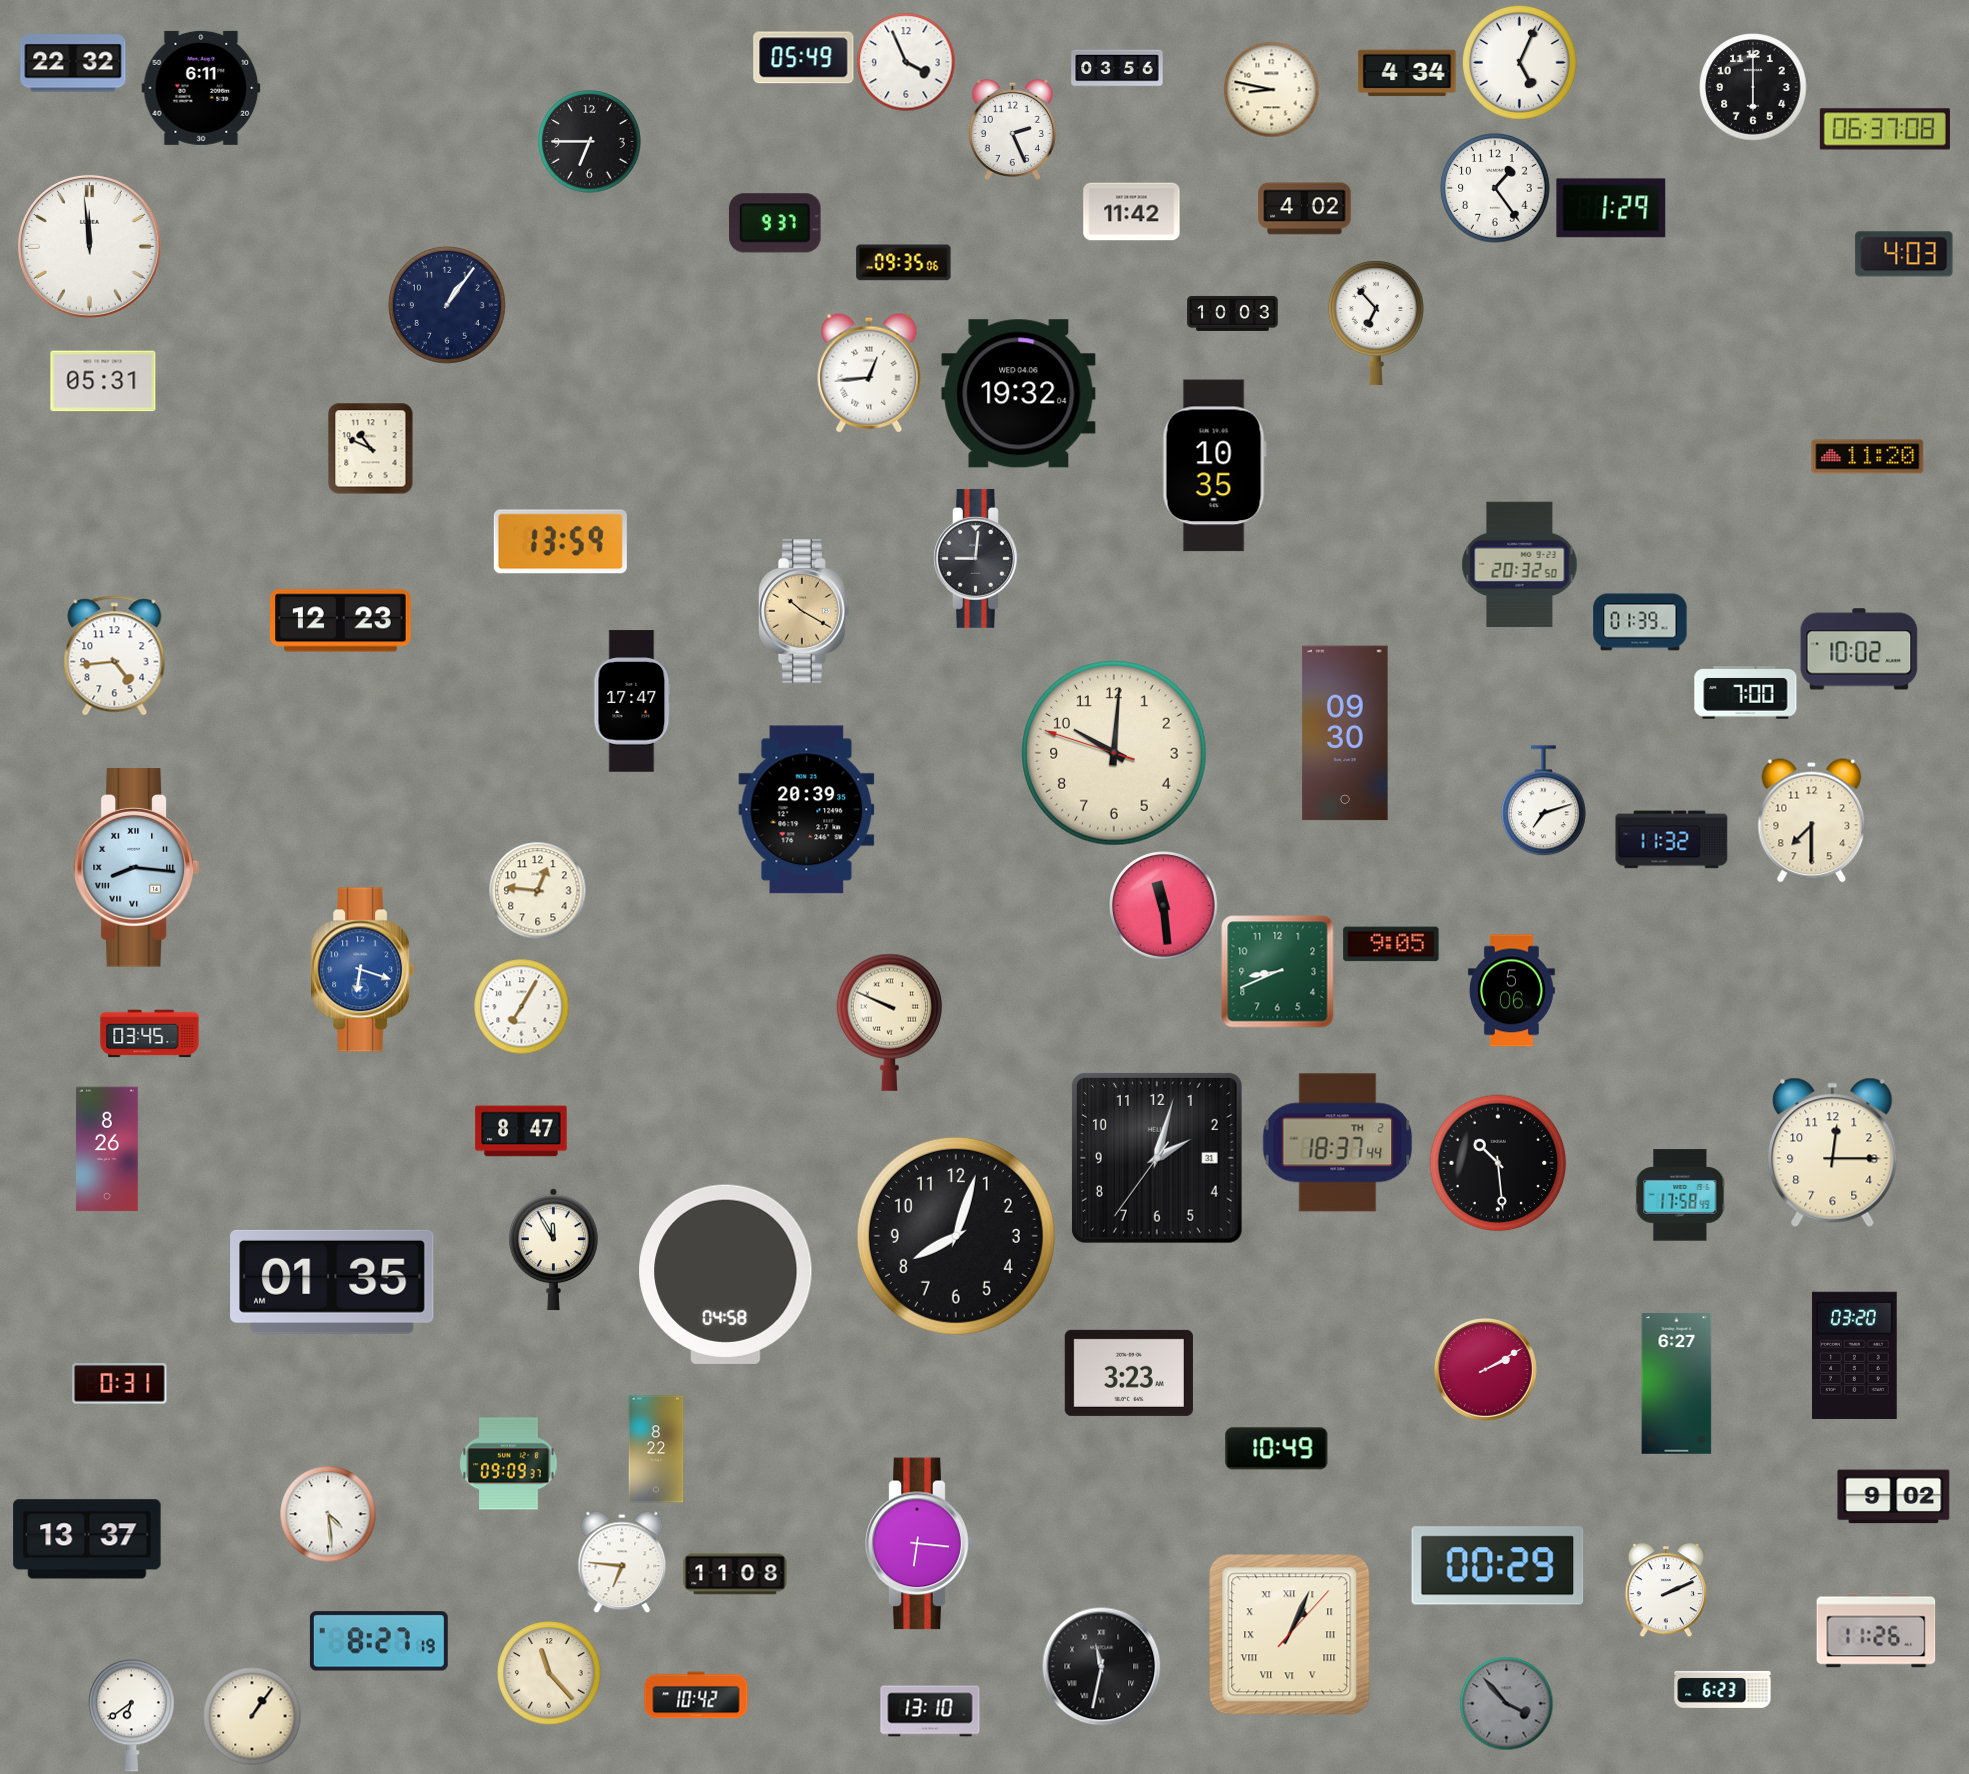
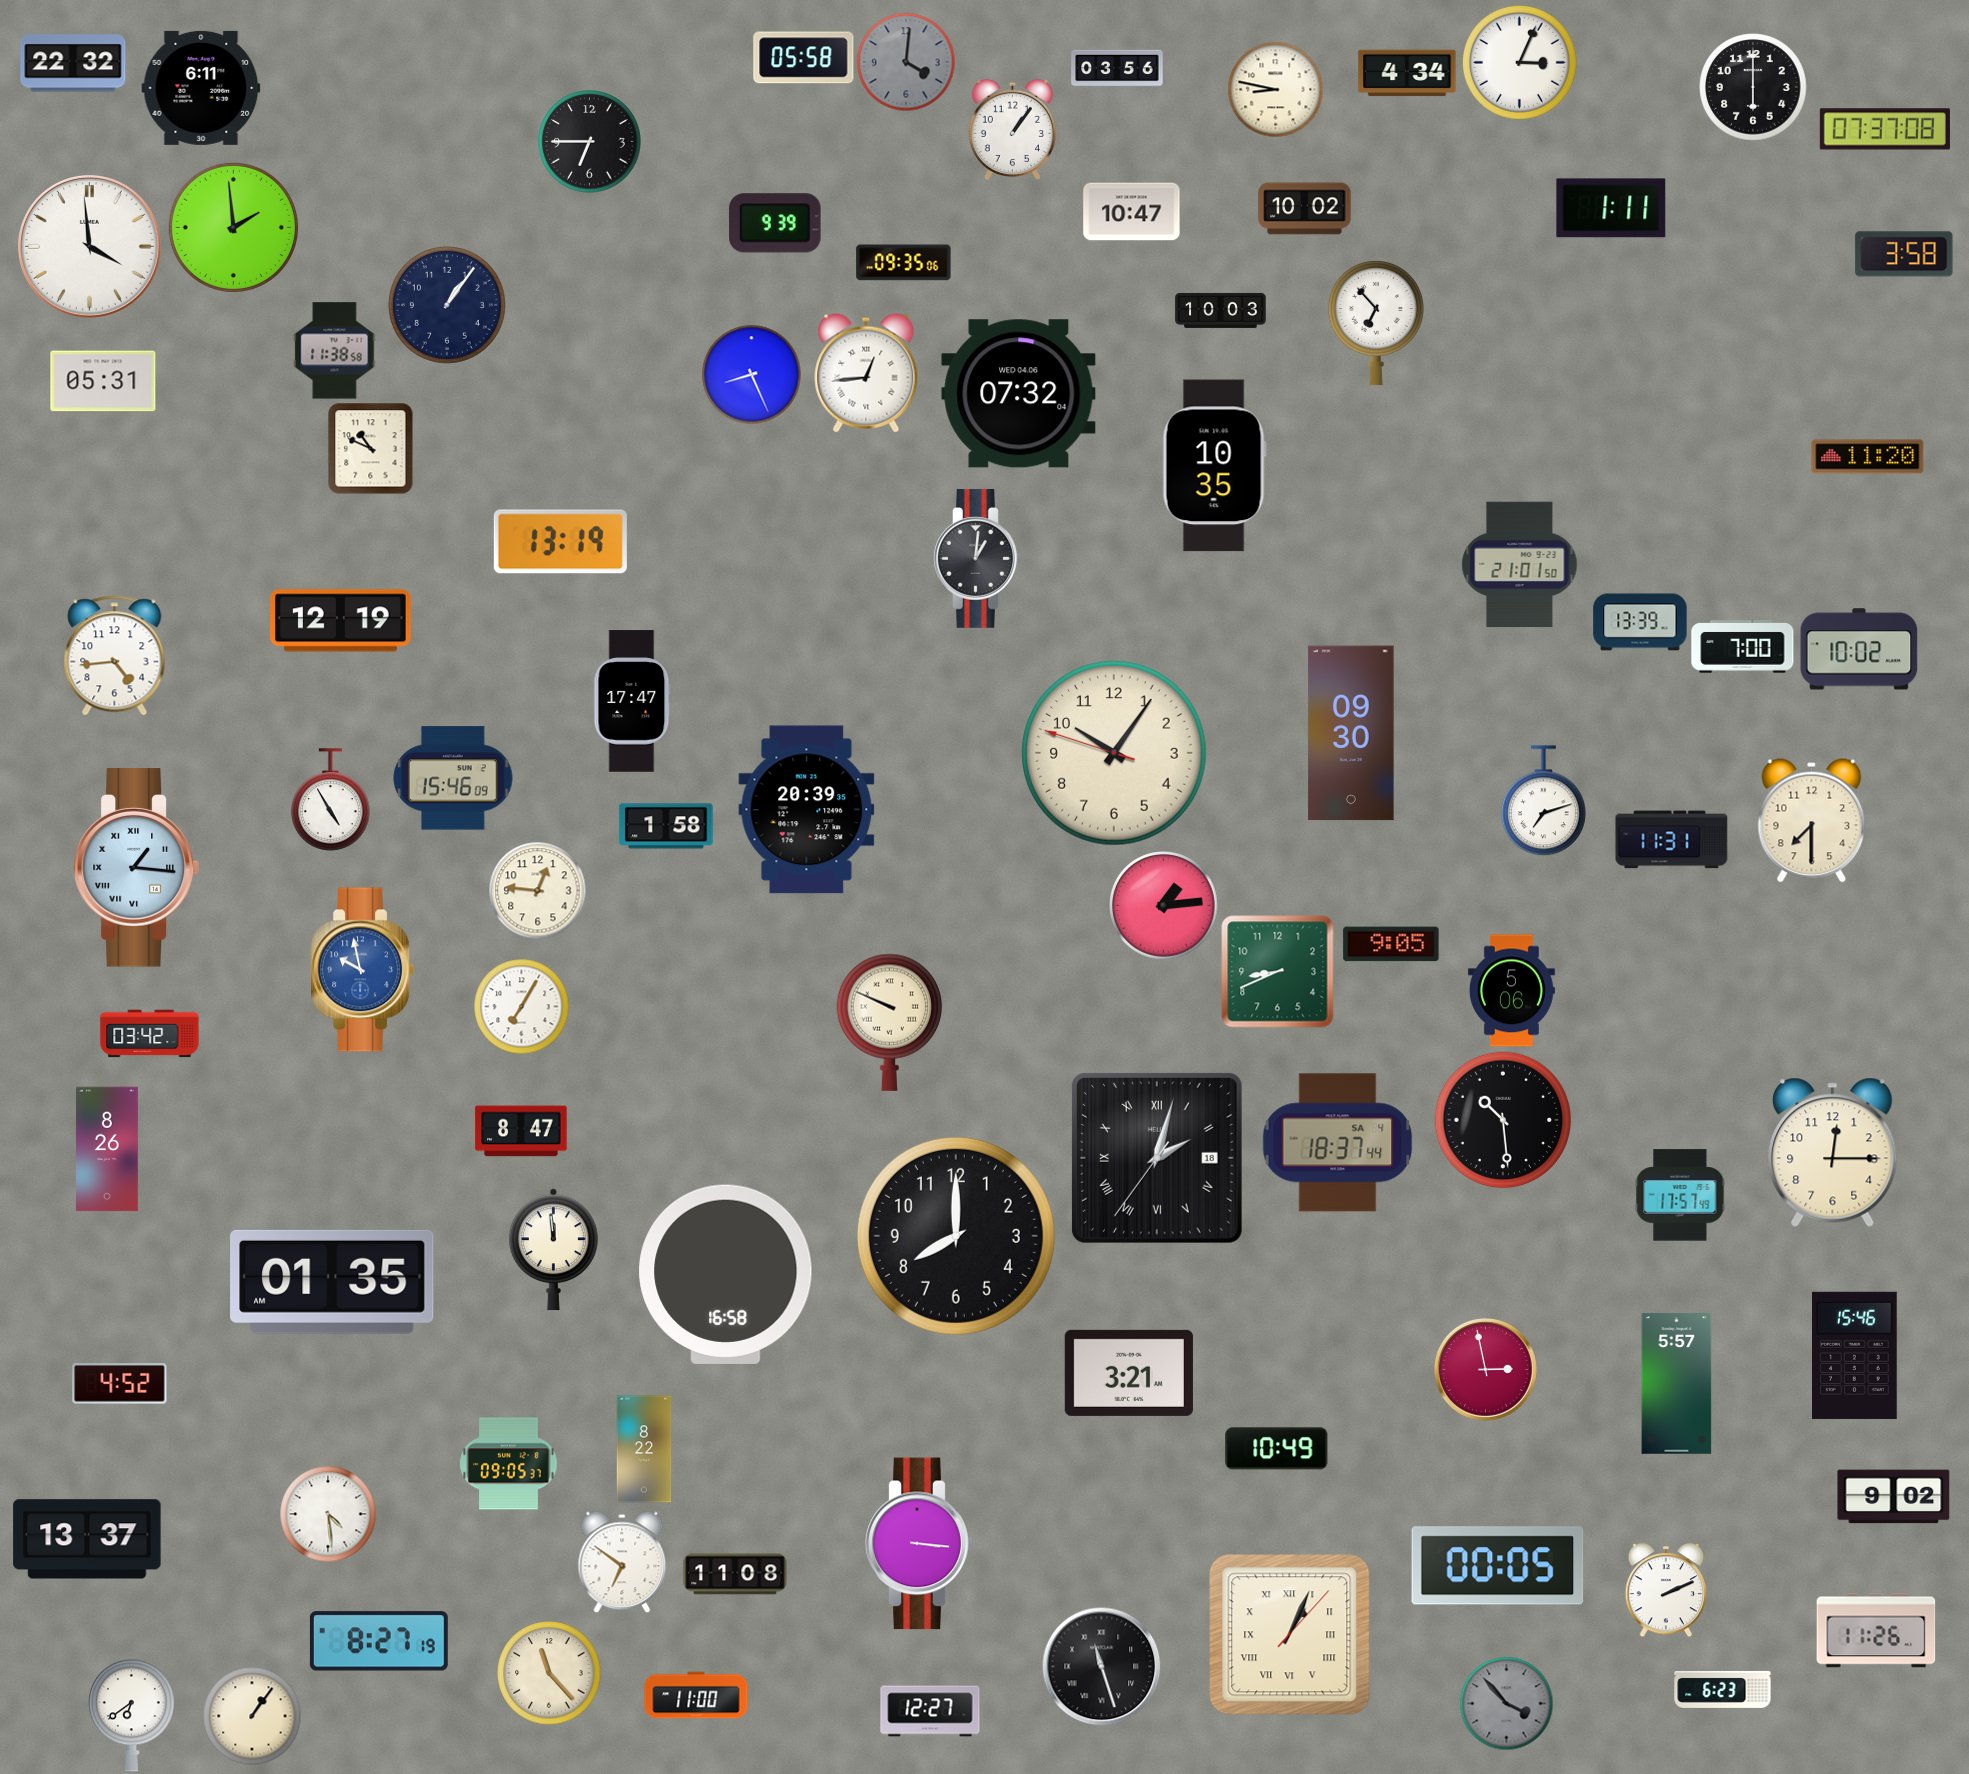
clock at (804, 58): 05:49 -> 05:58
clock at (906, 62): 3:56 -> 4:01
clock at (906, 62) dial: white -> grey
clock at (1519, 62): 5:04 -> 3:04
clock at (1271, 89) position: (1271, 89) -> (1275, 89)
clock at (1012, 129): 2:26 -> 1:06
clock at (1885, 129): 06:37 -> 07:37
clock at (1495, 188): 1:24 -> none
clock at (1611, 208): 1:29 -> 1:11
clock at (1305, 209): 4:02 -> 10:02
clock at (1132, 212): 11:42 -> 10:47
clock at (775, 223): 9:37 -> 9:39
clock at (233, 227): none -> 1:59
clock at (89, 246): 11:59 -> 3:59
clock at (1904, 254): 4:03 -> 3:58
clock at (1233, 313) position: (1233, 313) -> (1221, 310)
clock at (335, 351): none -> 11:38
clock at (869, 373) position: (869, 373) -> (866, 373)
clock at (752, 375): none -> 8:26
clock at (1019, 394): 19:32 -> 07:32
clock at (560, 542): 13:59 -> 13:19
clock at (978, 558): 9:01 -> 1:01
clock at (1520, 565): 20:32 -> 21:01
clock at (805, 611): 10:20 -> none
clock at (341, 621): 12:23 -> 12:19
clock at (1640, 622): 01:39 -> 13:39
clock at (1746, 693) position: (1746, 693) -> (1743, 647)
clock at (1345, 733) position: (1345, 733) -> (1351, 733)
clock at (1114, 753): 10:00 -> 10:05
clock at (453, 778): none -> 15:46
clock at (331, 800): none -> 4:55
clock at (666, 826): none -> 1:58
clock at (1672, 840): 11:32 -> 11:31
clock at (136, 868): 8:16 -> 1:16
clock at (1164, 906): 11:29 -> 1:14
clock at (363, 970): 6:18 -> 9:58
clock at (150, 1034): 03:45 -> 03:42
clock at (1338, 1143) date: TH 2 -> SA 4
clock at (1157, 1158) date: 31 -> 18
clock at (1157, 1158) numerals: Arabic -> Roman
clock at (1498, 1163) position: (1498, 1163) -> (1503, 1120)
clock at (1680, 1195): 17:58 -> 17:57
clock at (956, 1236): 8:03 -> 8:00
clock at (553, 1250): 11:55 -> 11:59
clock at (726, 1274): 04:58 -> 16:58
clock at (1855, 1355): 03:20 -> 15:46
clock at (1485, 1369): 2:10 -> 2:58
clock at (1129, 1373): 3:23 -> 3:21
clock at (120, 1384): 0:31 -> 4:52
clock at (1677, 1384): 6:27 -> 5:57
clock at (656, 1449) position: (656, 1449) -> (644, 1449)
clock at (509, 1464): 09:09 -> 09:05
clock at (920, 1544): 6:16 -> 3:16
clock at (622, 1562): 6:46 -> 6:51
clock at (1498, 1566): 00:29 -> 00:05
clock at (1102, 1667): 11:32 -> 11:27
clock at (696, 1695): 10:42 -> 11:00
clock at (930, 1711): 13:10 -> 12:27
